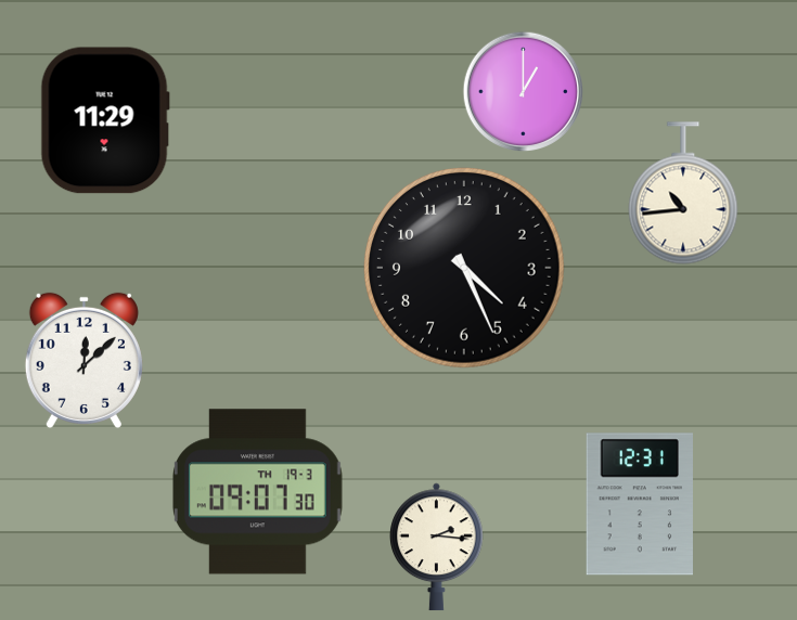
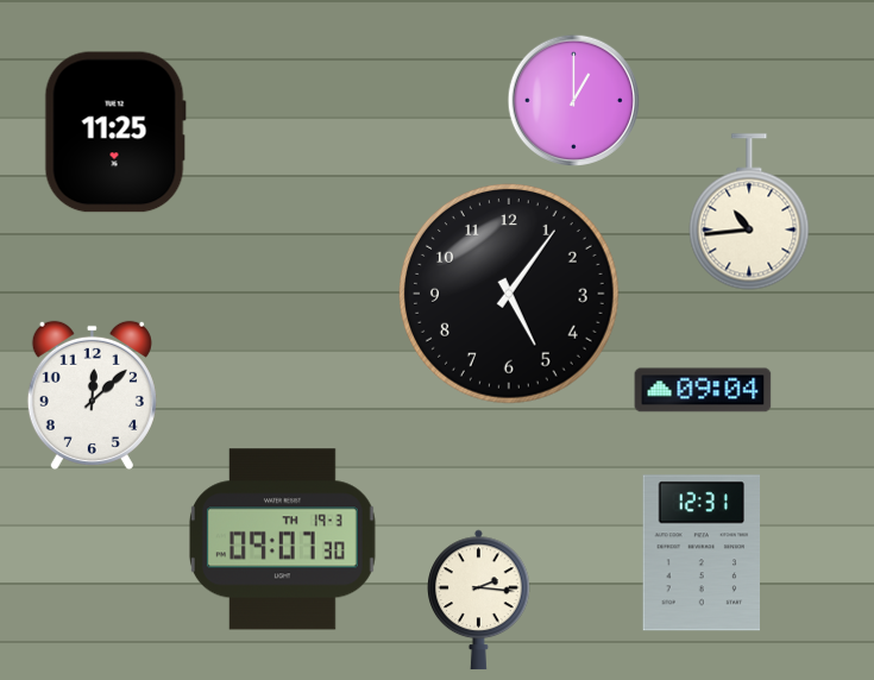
clock at (105, 120): 11:29 -> 11:25
clock at (465, 269): 4:26 -> 5:06
clock at (703, 390): none -> 09:04
